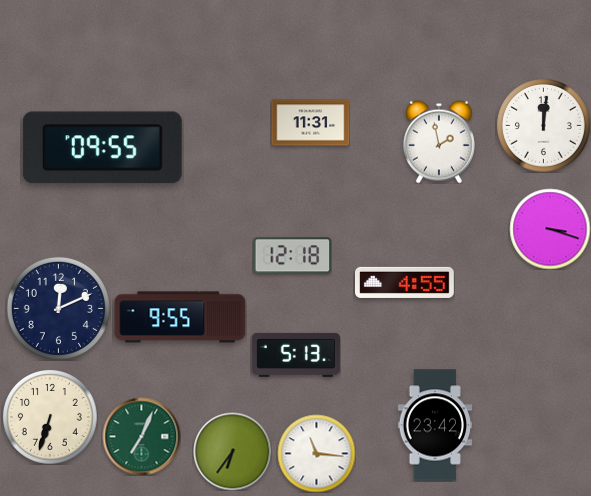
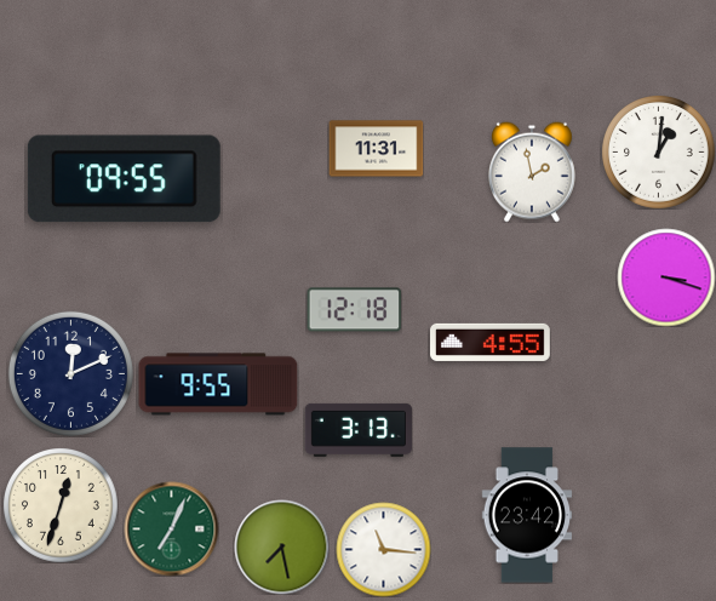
clock at (543, 125): 12:01 -> 1:01
clock at (296, 355): 5:13 -> 3:13
clock at (50, 417): 6:33 -> 12:33
clock at (232, 451): 6:36 -> 7:28
